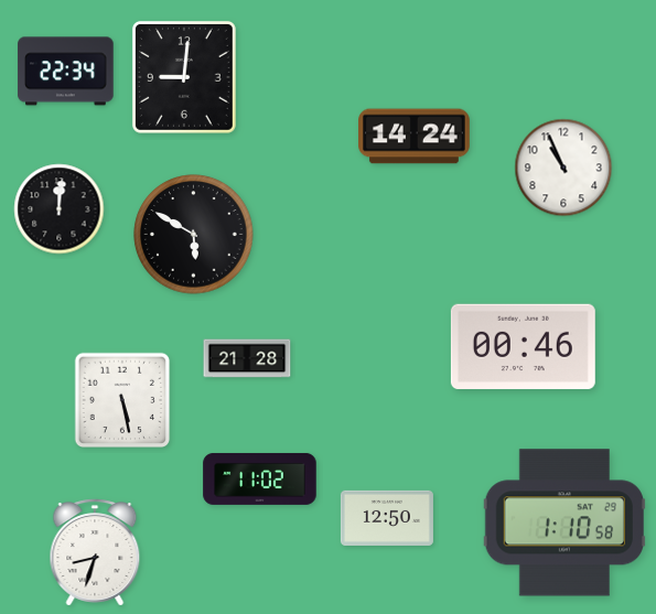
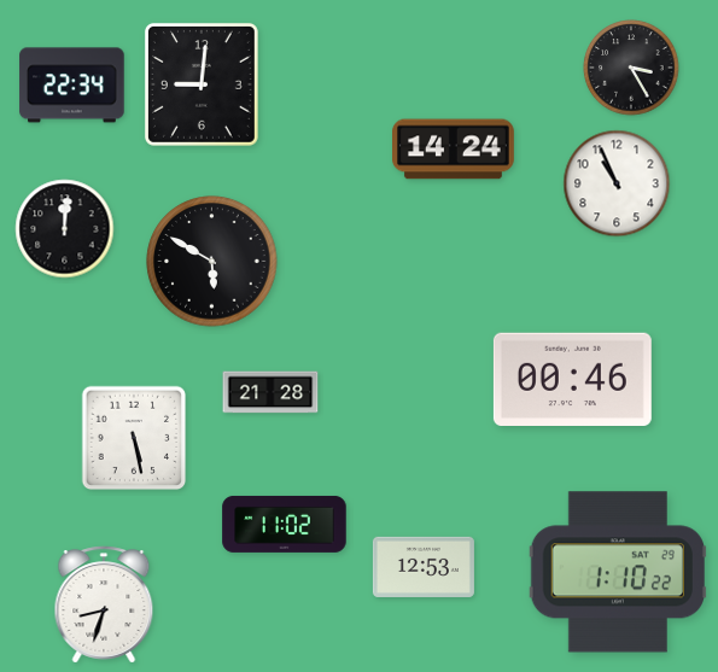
clock at (631, 68): none -> 3:25
clock at (66, 72) position: (66, 72) -> (72, 86)
clock at (194, 235) position: (194, 235) -> (212, 262)
clock at (387, 518): 12:50 -> 12:53
clock at (563, 523): 1:10:58 -> 1:10:22
